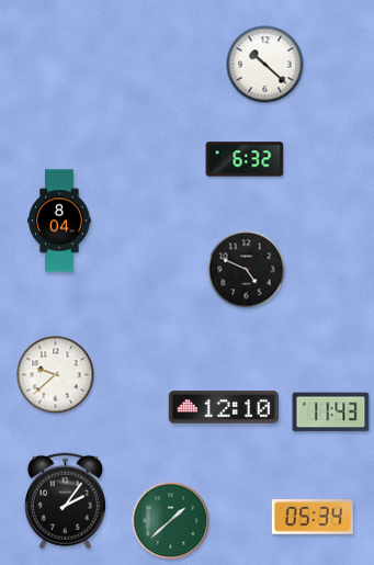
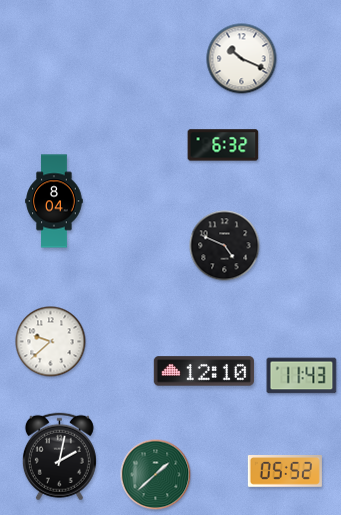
clock at (265, 65): 10:22 -> 10:19
clock at (65, 501): 2:06 -> 2:02
clock at (313, 518): 05:34 -> 05:52
